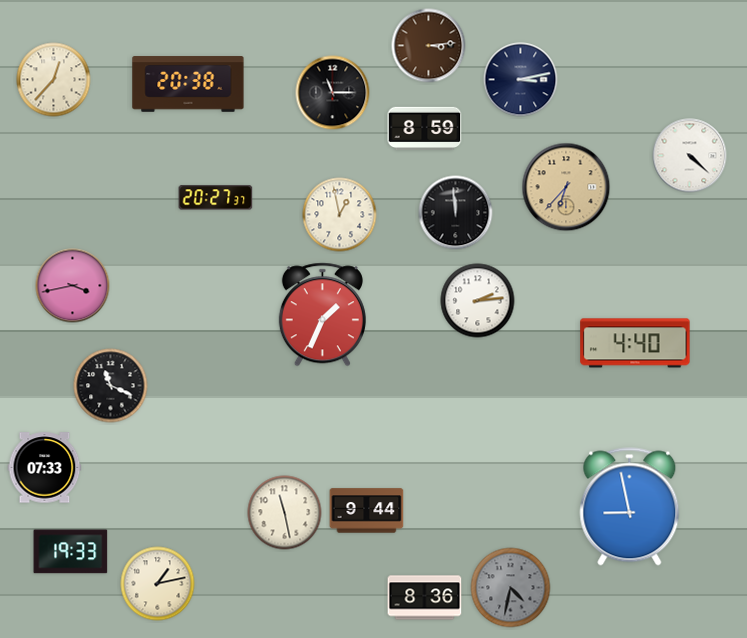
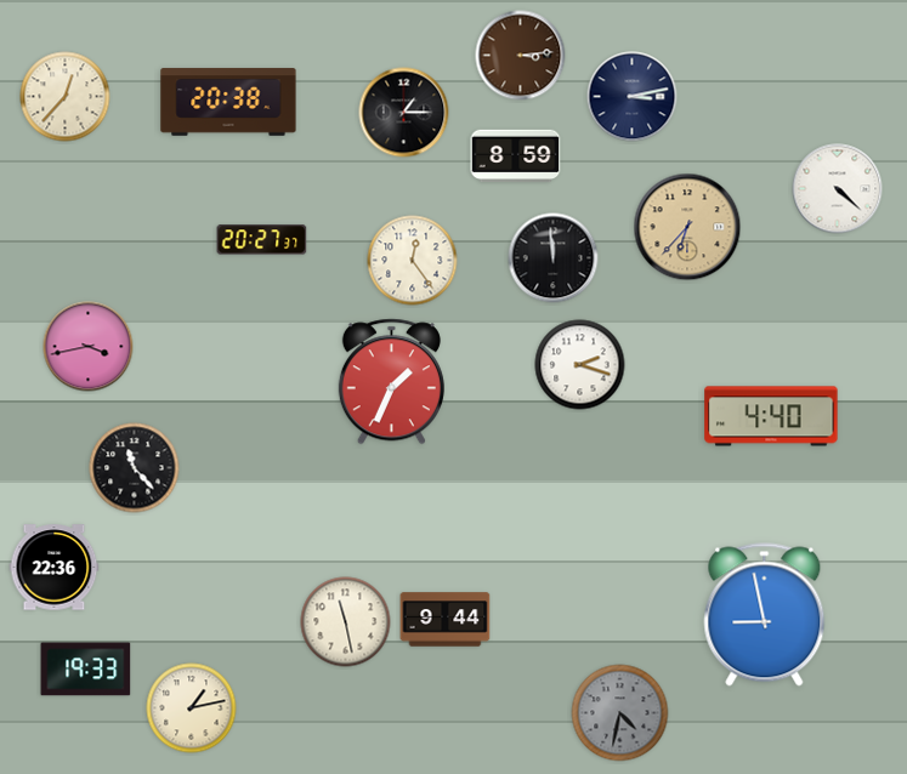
clock at (333, 93): 11:15 -> 1:15
clock at (340, 215): 12:58 -> 12:24
clock at (478, 301): 2:14 -> 2:18
clock at (111, 386): 11:19 -> 11:23
clock at (45, 468): 07:33 -> 22:36
clock at (425, 598): 8:36 -> none
